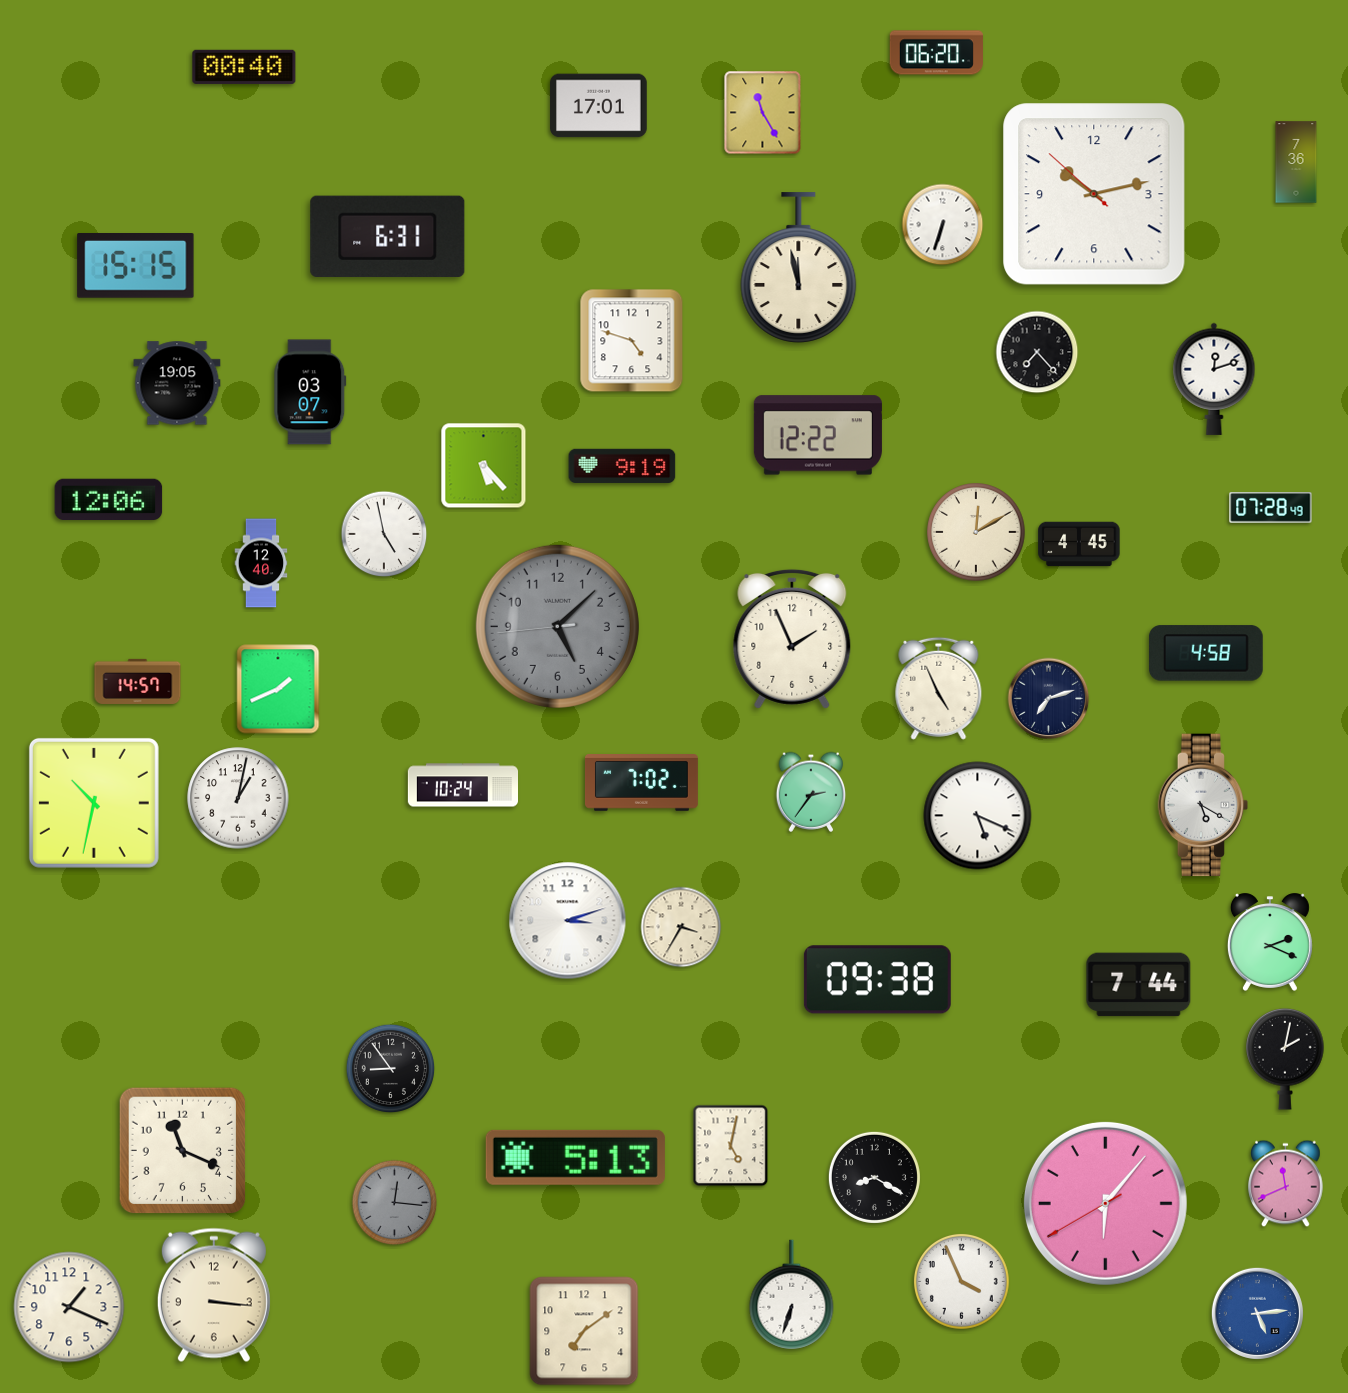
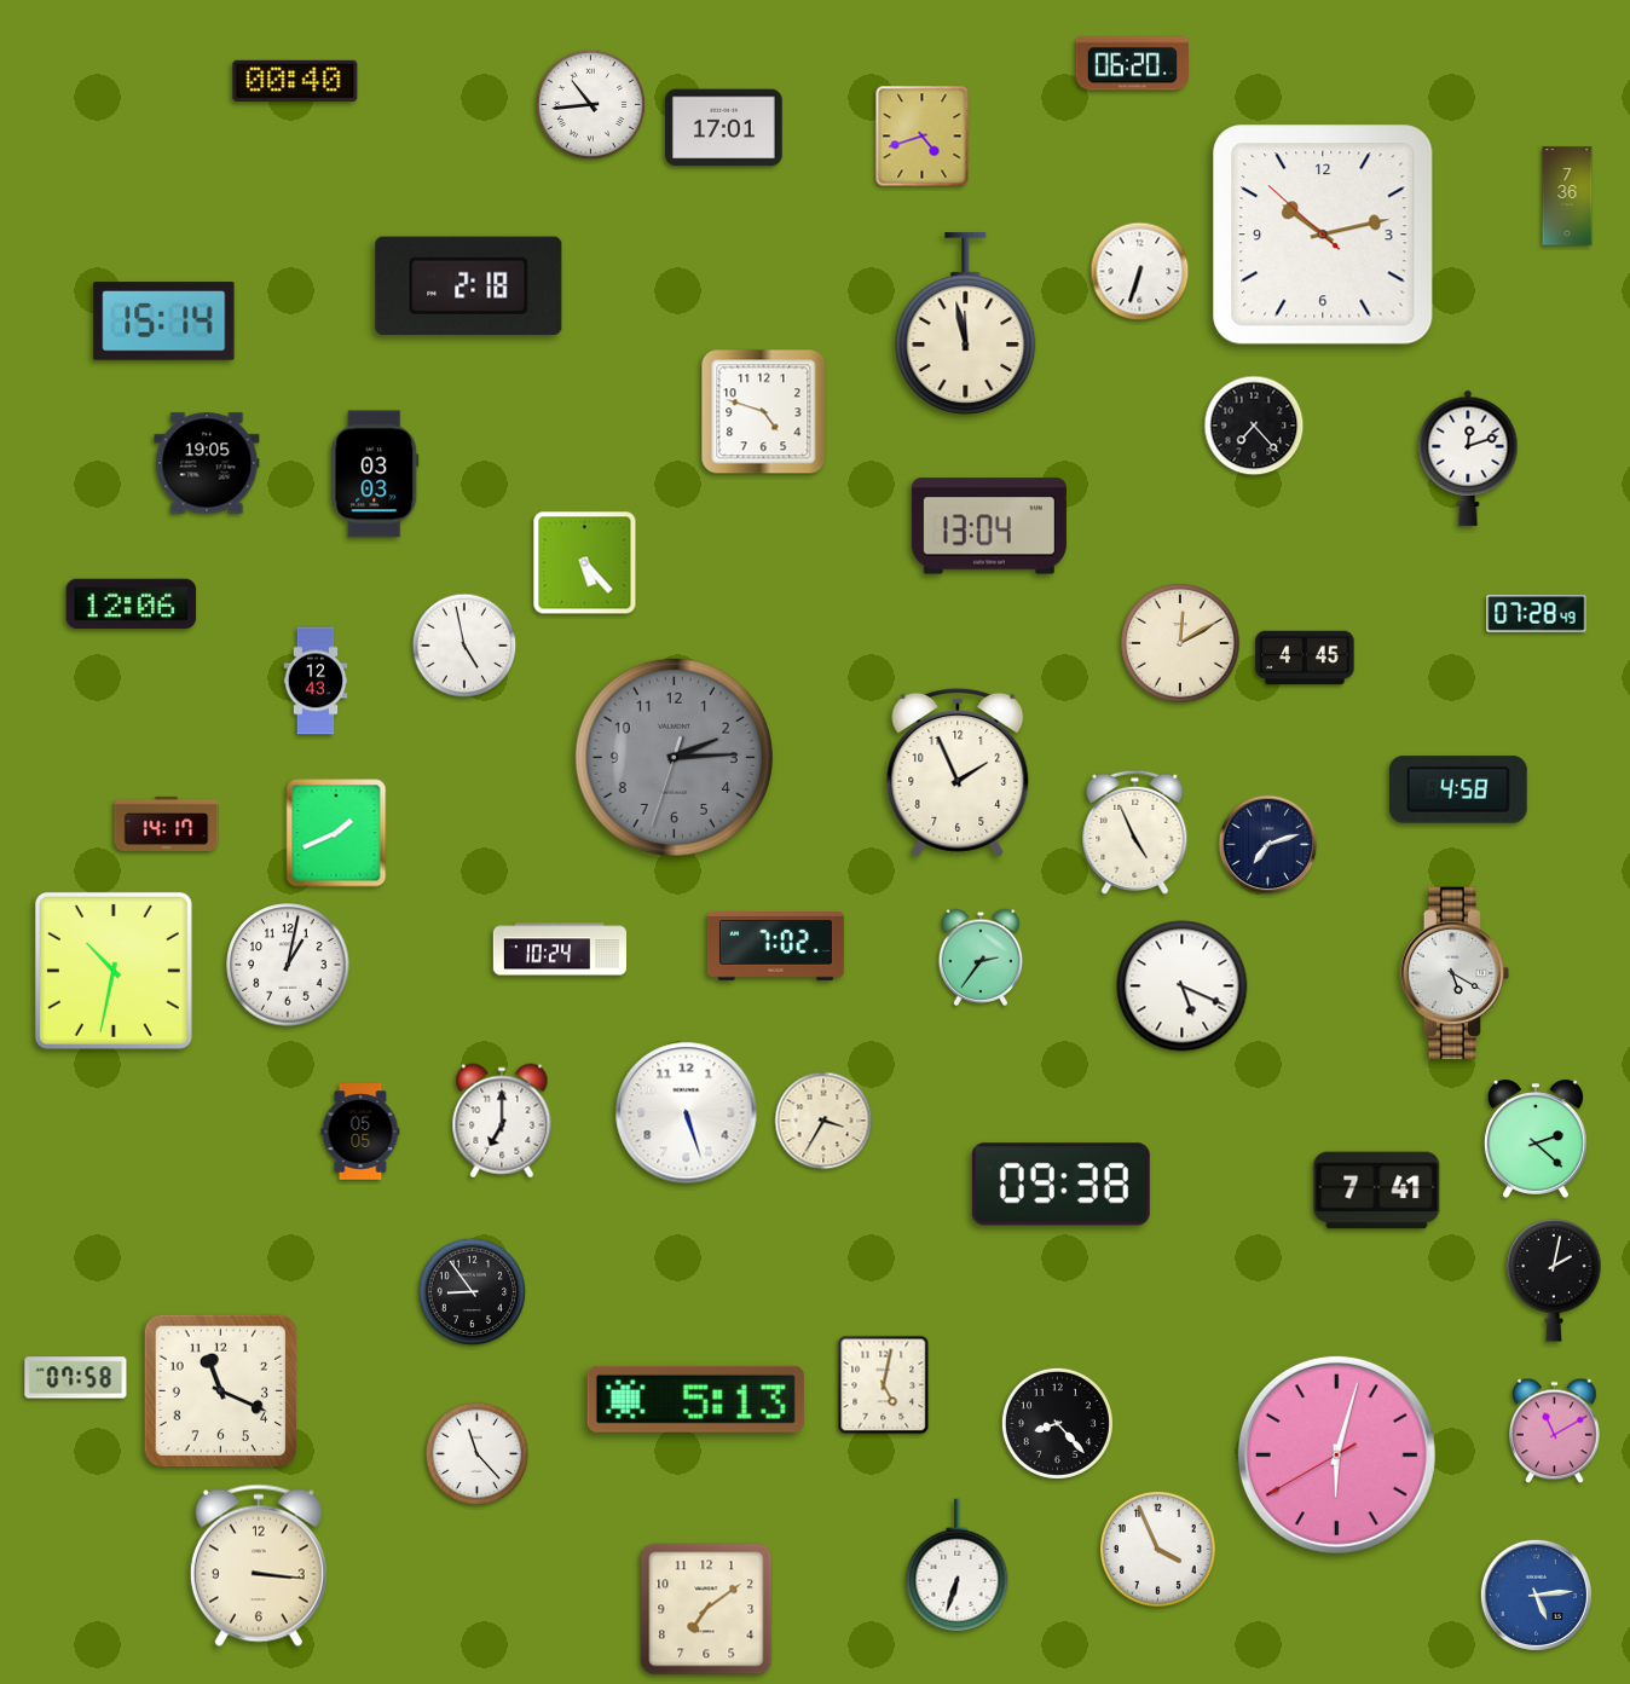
clock at (590, 104): none -> 10:44
clock at (763, 113): 11:25 -> 4:42
clock at (388, 236): 6:31 -> 2:18
clock at (136, 266): 15:15 -> 15:14
clock at (177, 383) position: (177, 383) -> (207, 463)
clock at (310, 392): 03:07 -> 03:03
clock at (818, 435): 12:22 -> 13:04
clock at (622, 466): 9:19 -> none
clock at (261, 563): 12:40 -> 12:43
clock at (557, 626): 5:07 -> 2:14
clock at (138, 681): 14:57 -> 14:17
clock at (568, 921): 3:12 -> 5:27
clock at (502, 1121): none -> 7:00
clock at (360, 1132): none -> 05:05
clock at (1270, 942): 2:19 -> 2:22
clock at (1139, 985): 7:44 -> 7:41
clock at (76, 1378): none -> 07:58
clock at (874, 1177): 8:20 -> 8:23
clock at (1286, 1184): 11:41 -> 11:10
clock at (395, 1203): 12:16 -> 11:23
clock at (395, 1203) dial: grey -> white
clock at (1105, 1203): 6:06 -> 6:02
clock at (961, 1281) position: (961, 1281) -> (1157, 1549)
clock at (69, 1307): 1:19 -> none
clock at (1257, 1313) position: (1257, 1313) -> (1536, 1595)
